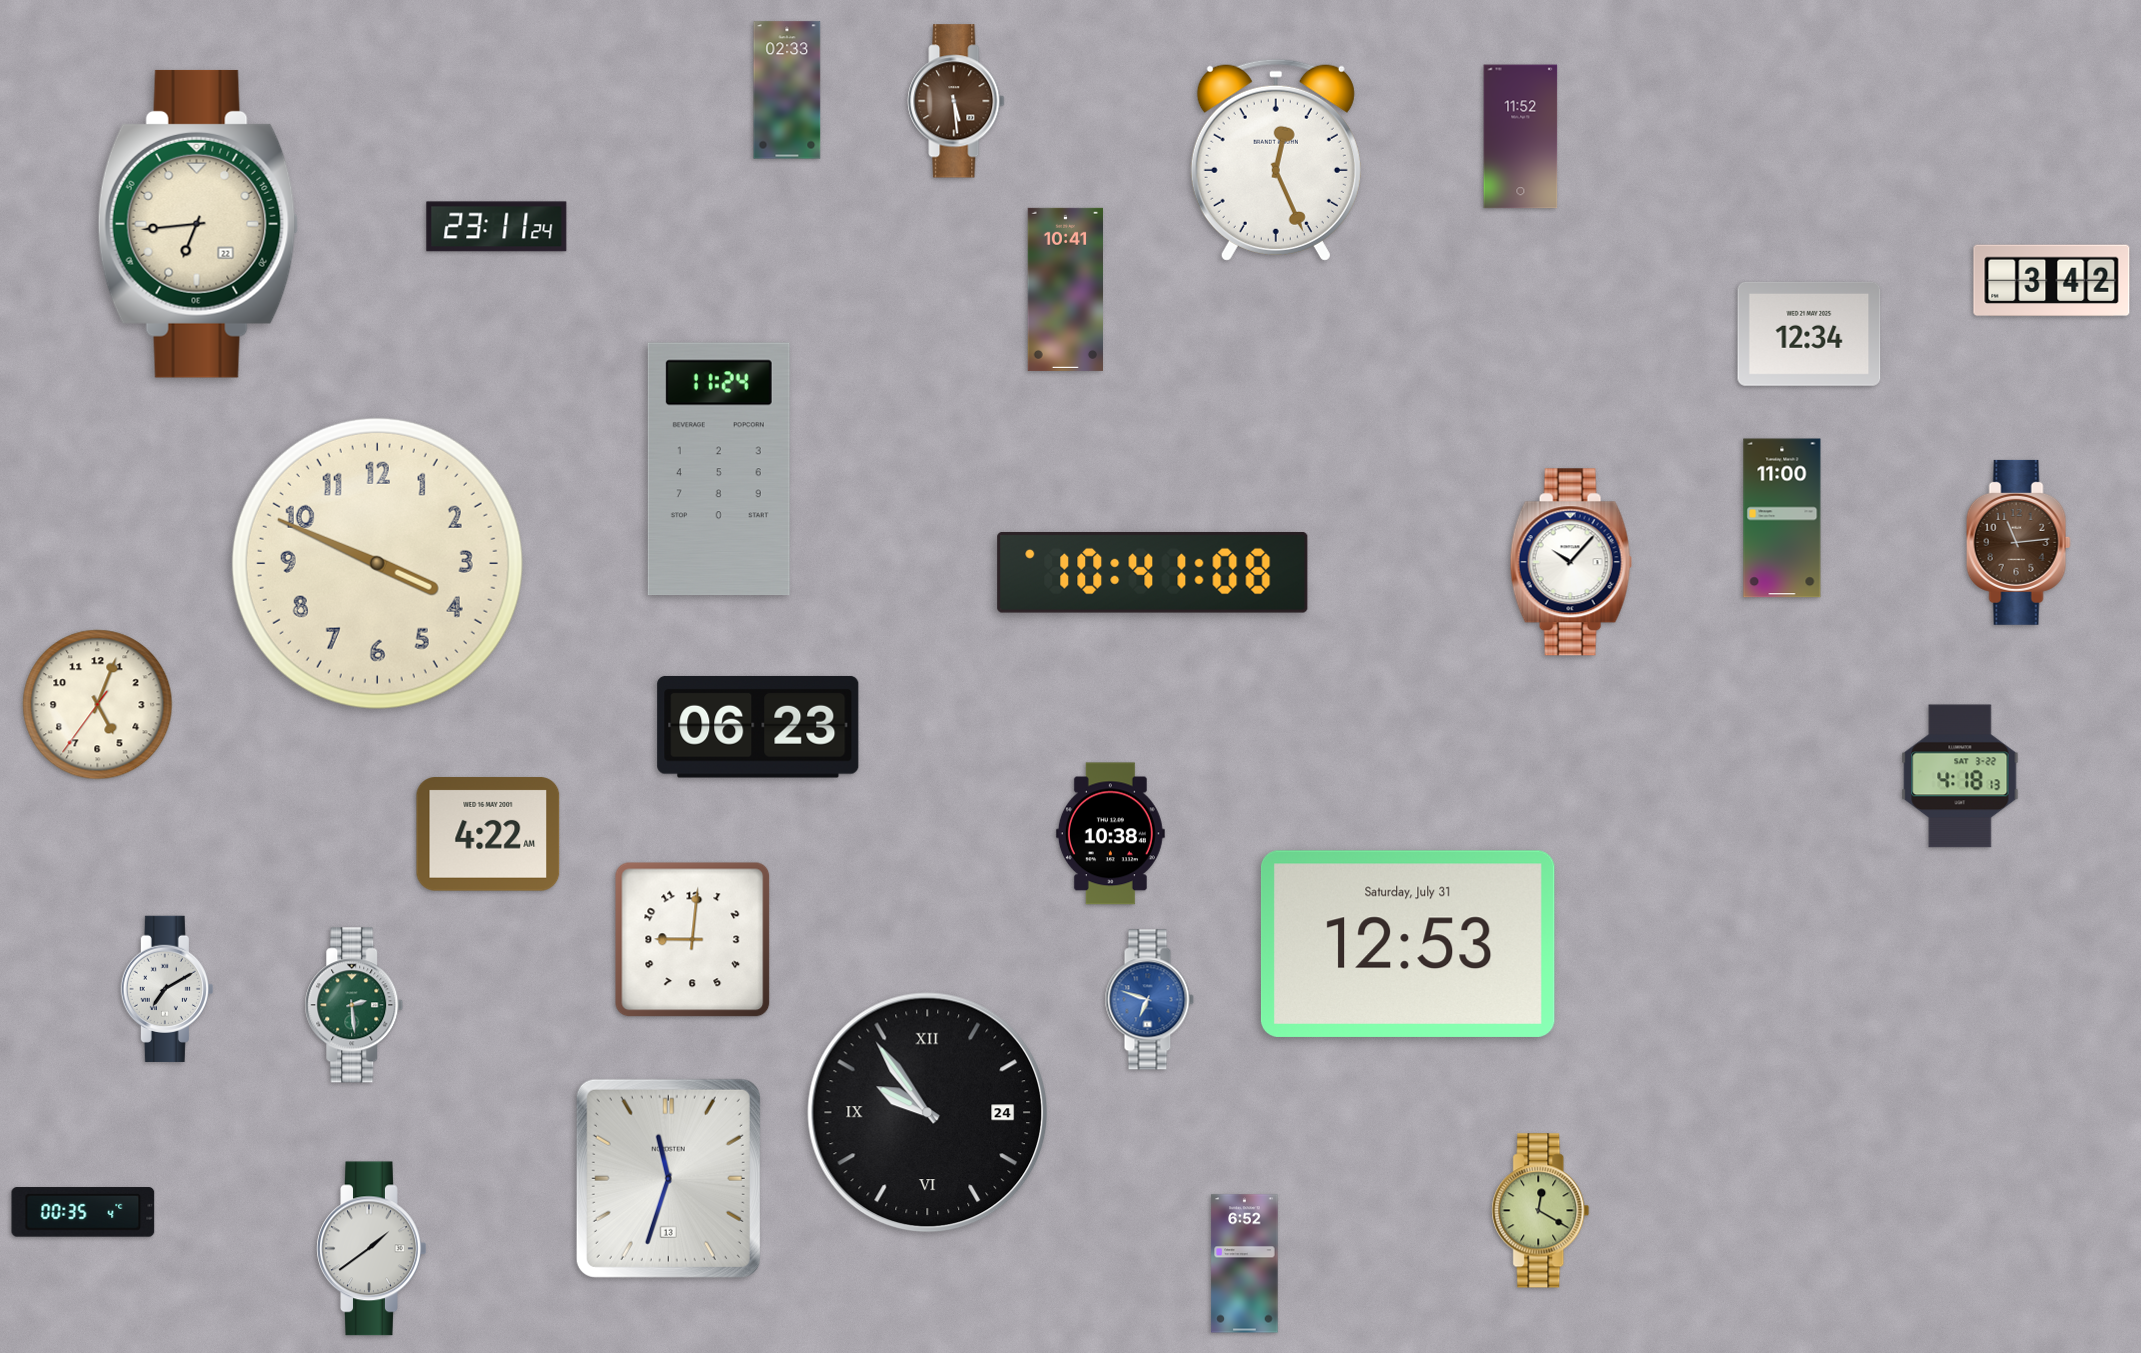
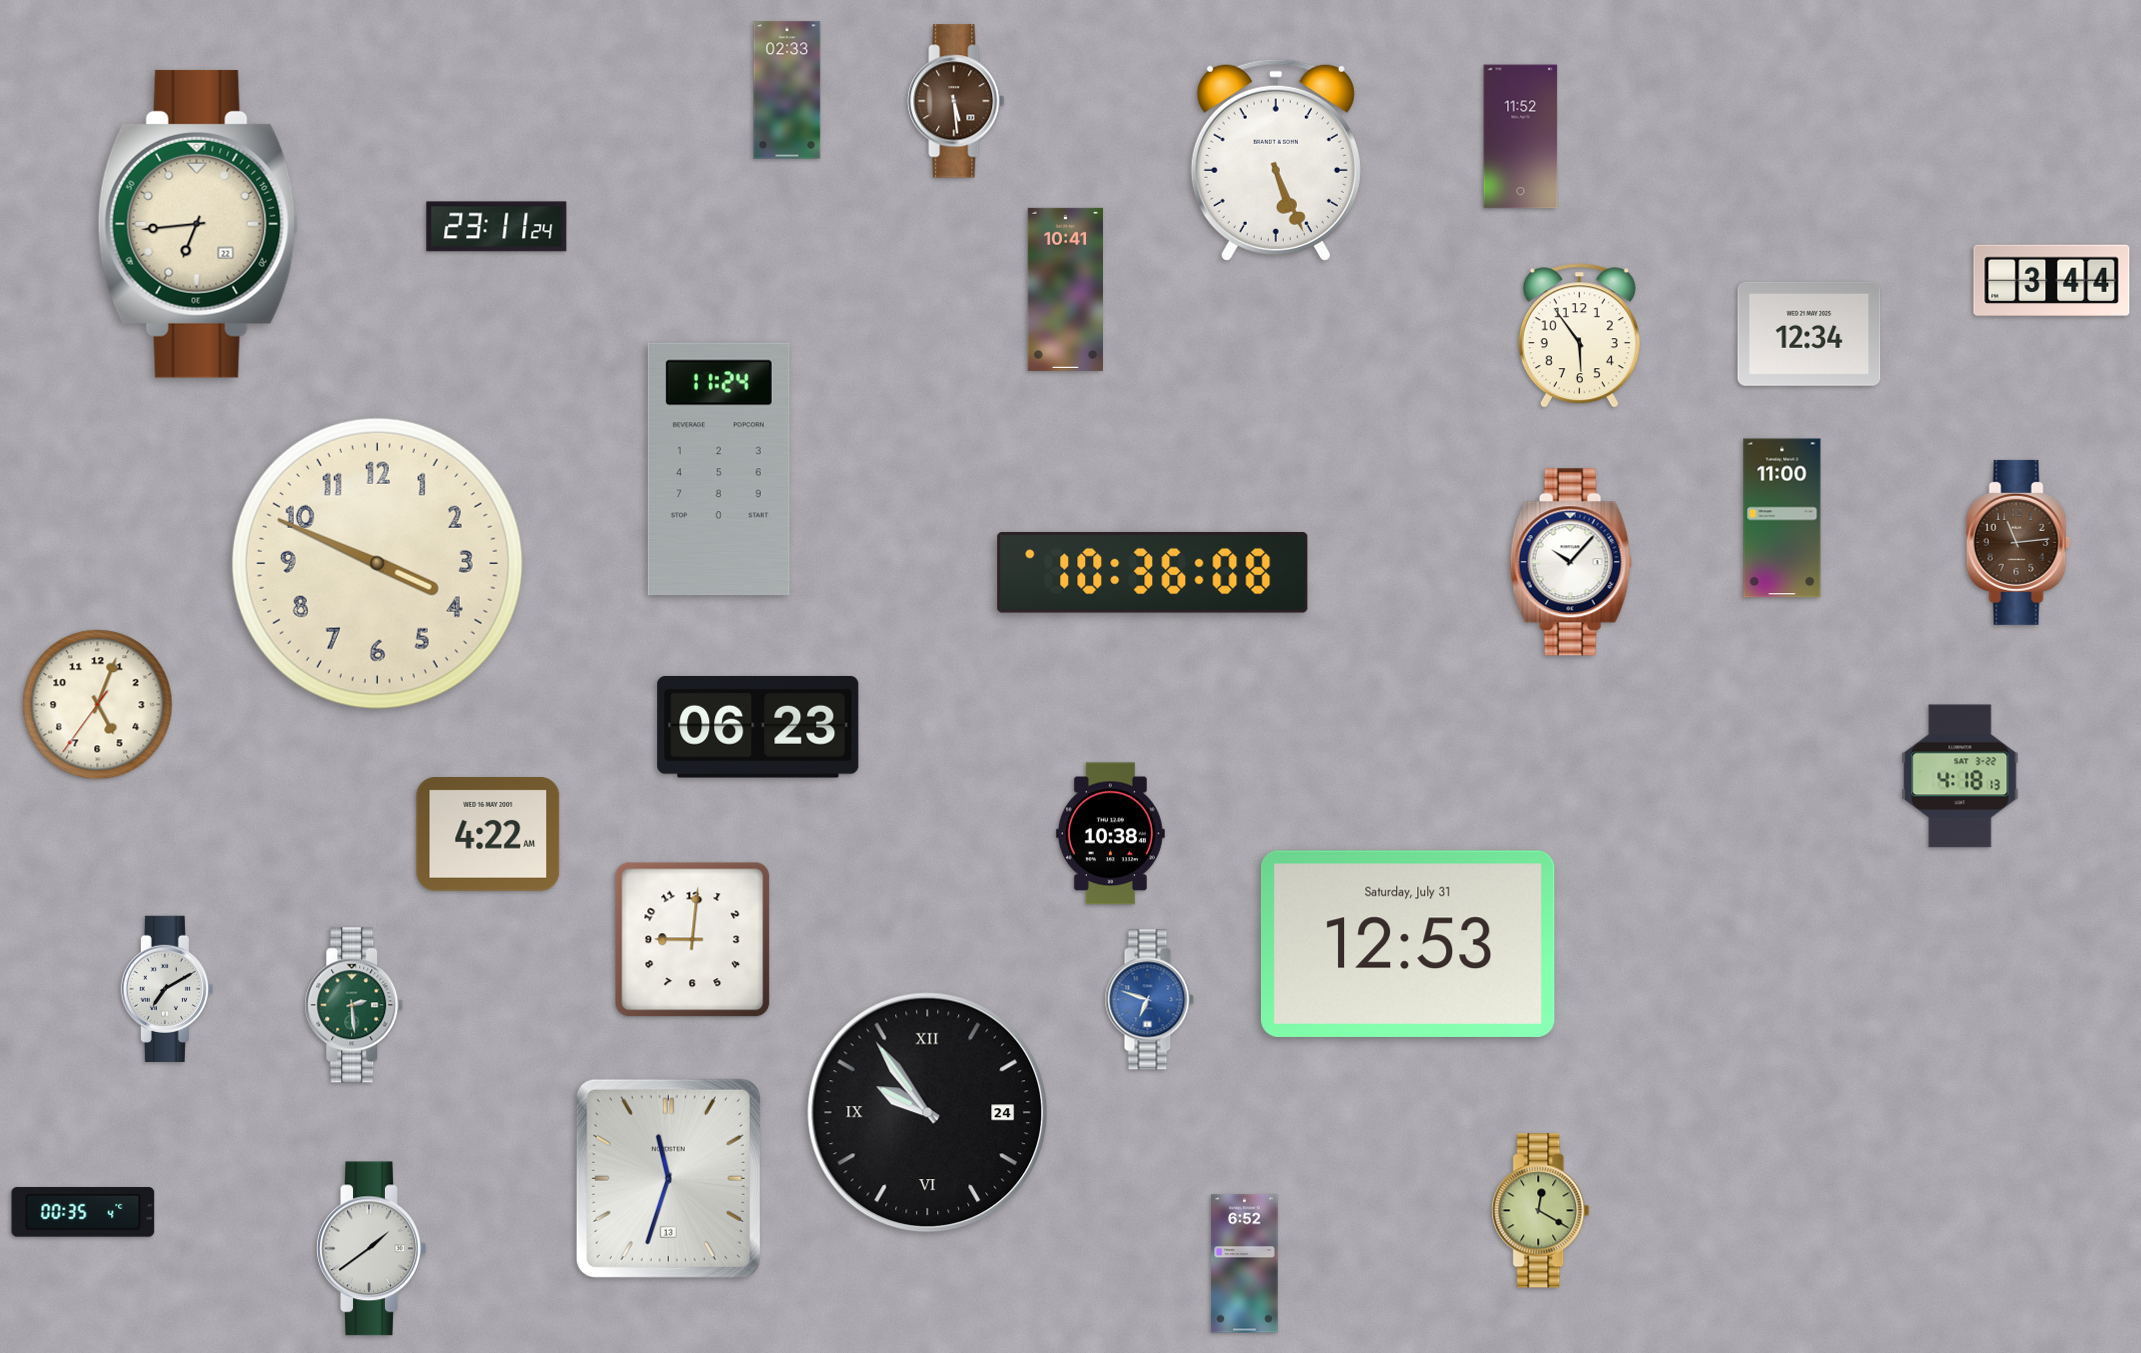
clock at (1276, 160): 12:26 -> 5:26
clock at (2052, 281): 3:42 -> 3:44
clock at (1579, 336): none -> 5:54
clock at (1153, 573): 10:41 -> 10:36
